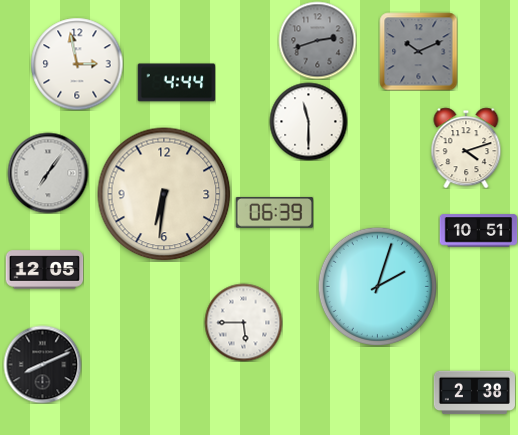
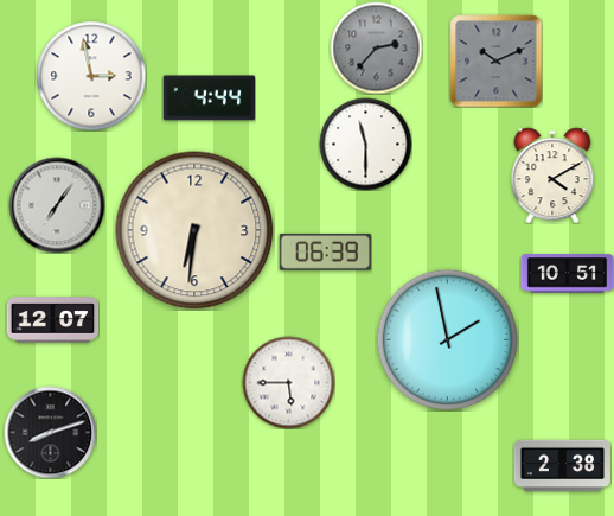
clock at (317, 40): 2:42 -> 2:37
clock at (466, 148): 4:12 -> 4:10
clock at (44, 270): 12:05 -> 12:07
clock at (377, 286): 2:03 -> 1:58
clock at (42, 364): 8:11 -> 8:12
